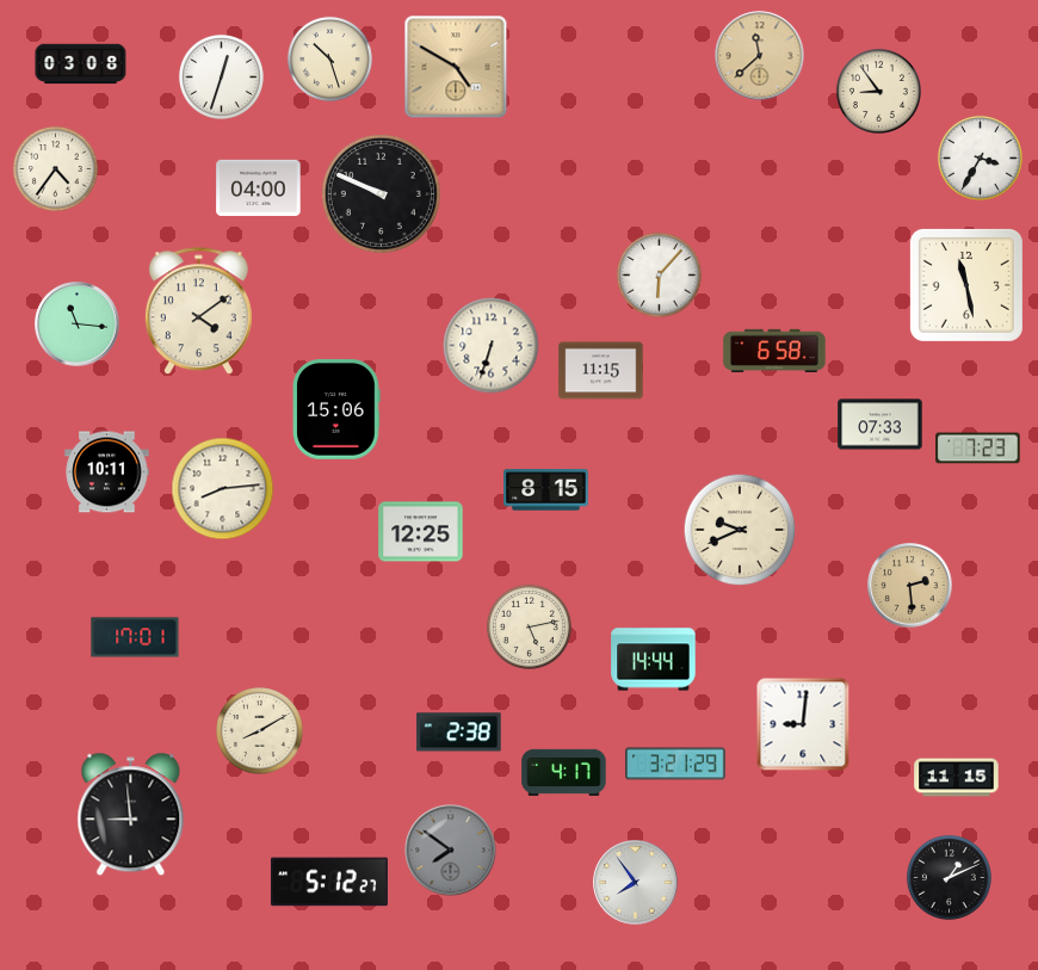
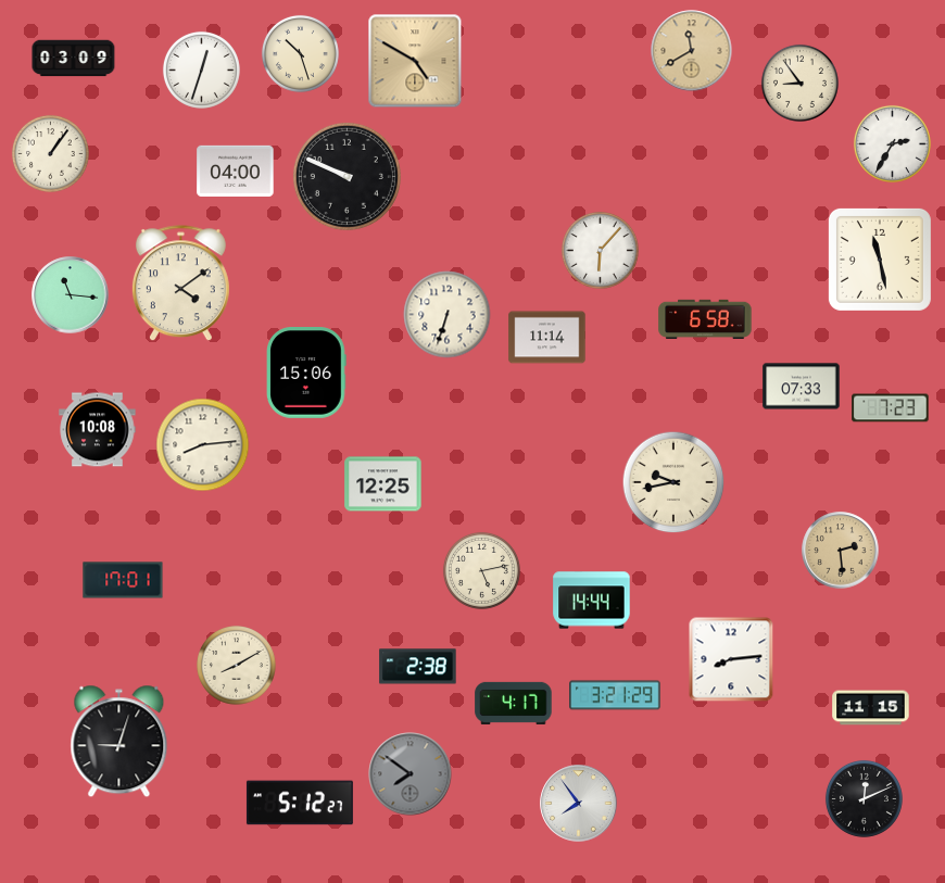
clock at (760, 56): 11:38 -> 11:40
clock at (81, 64): 03:08 -> 03:09
clock at (980, 157): 3:35 -> 2:35
clock at (55, 168): 4:36 -> 1:06
clock at (601, 371): 11:15 -> 11:14
clock at (107, 472): 10:11 -> 10:08
clock at (546, 490): 8:15 -> none
clock at (740, 530): 9:41 -> 9:43
clock at (910, 586) position: (910, 586) -> (841, 551)
clock at (654, 660) position: (654, 660) -> (592, 601)
clock at (803, 724): 9:01 -> 8:14
clock at (131, 815): 8:59 -> 9:03
clock at (949, 877): 1:11 -> 12:11
